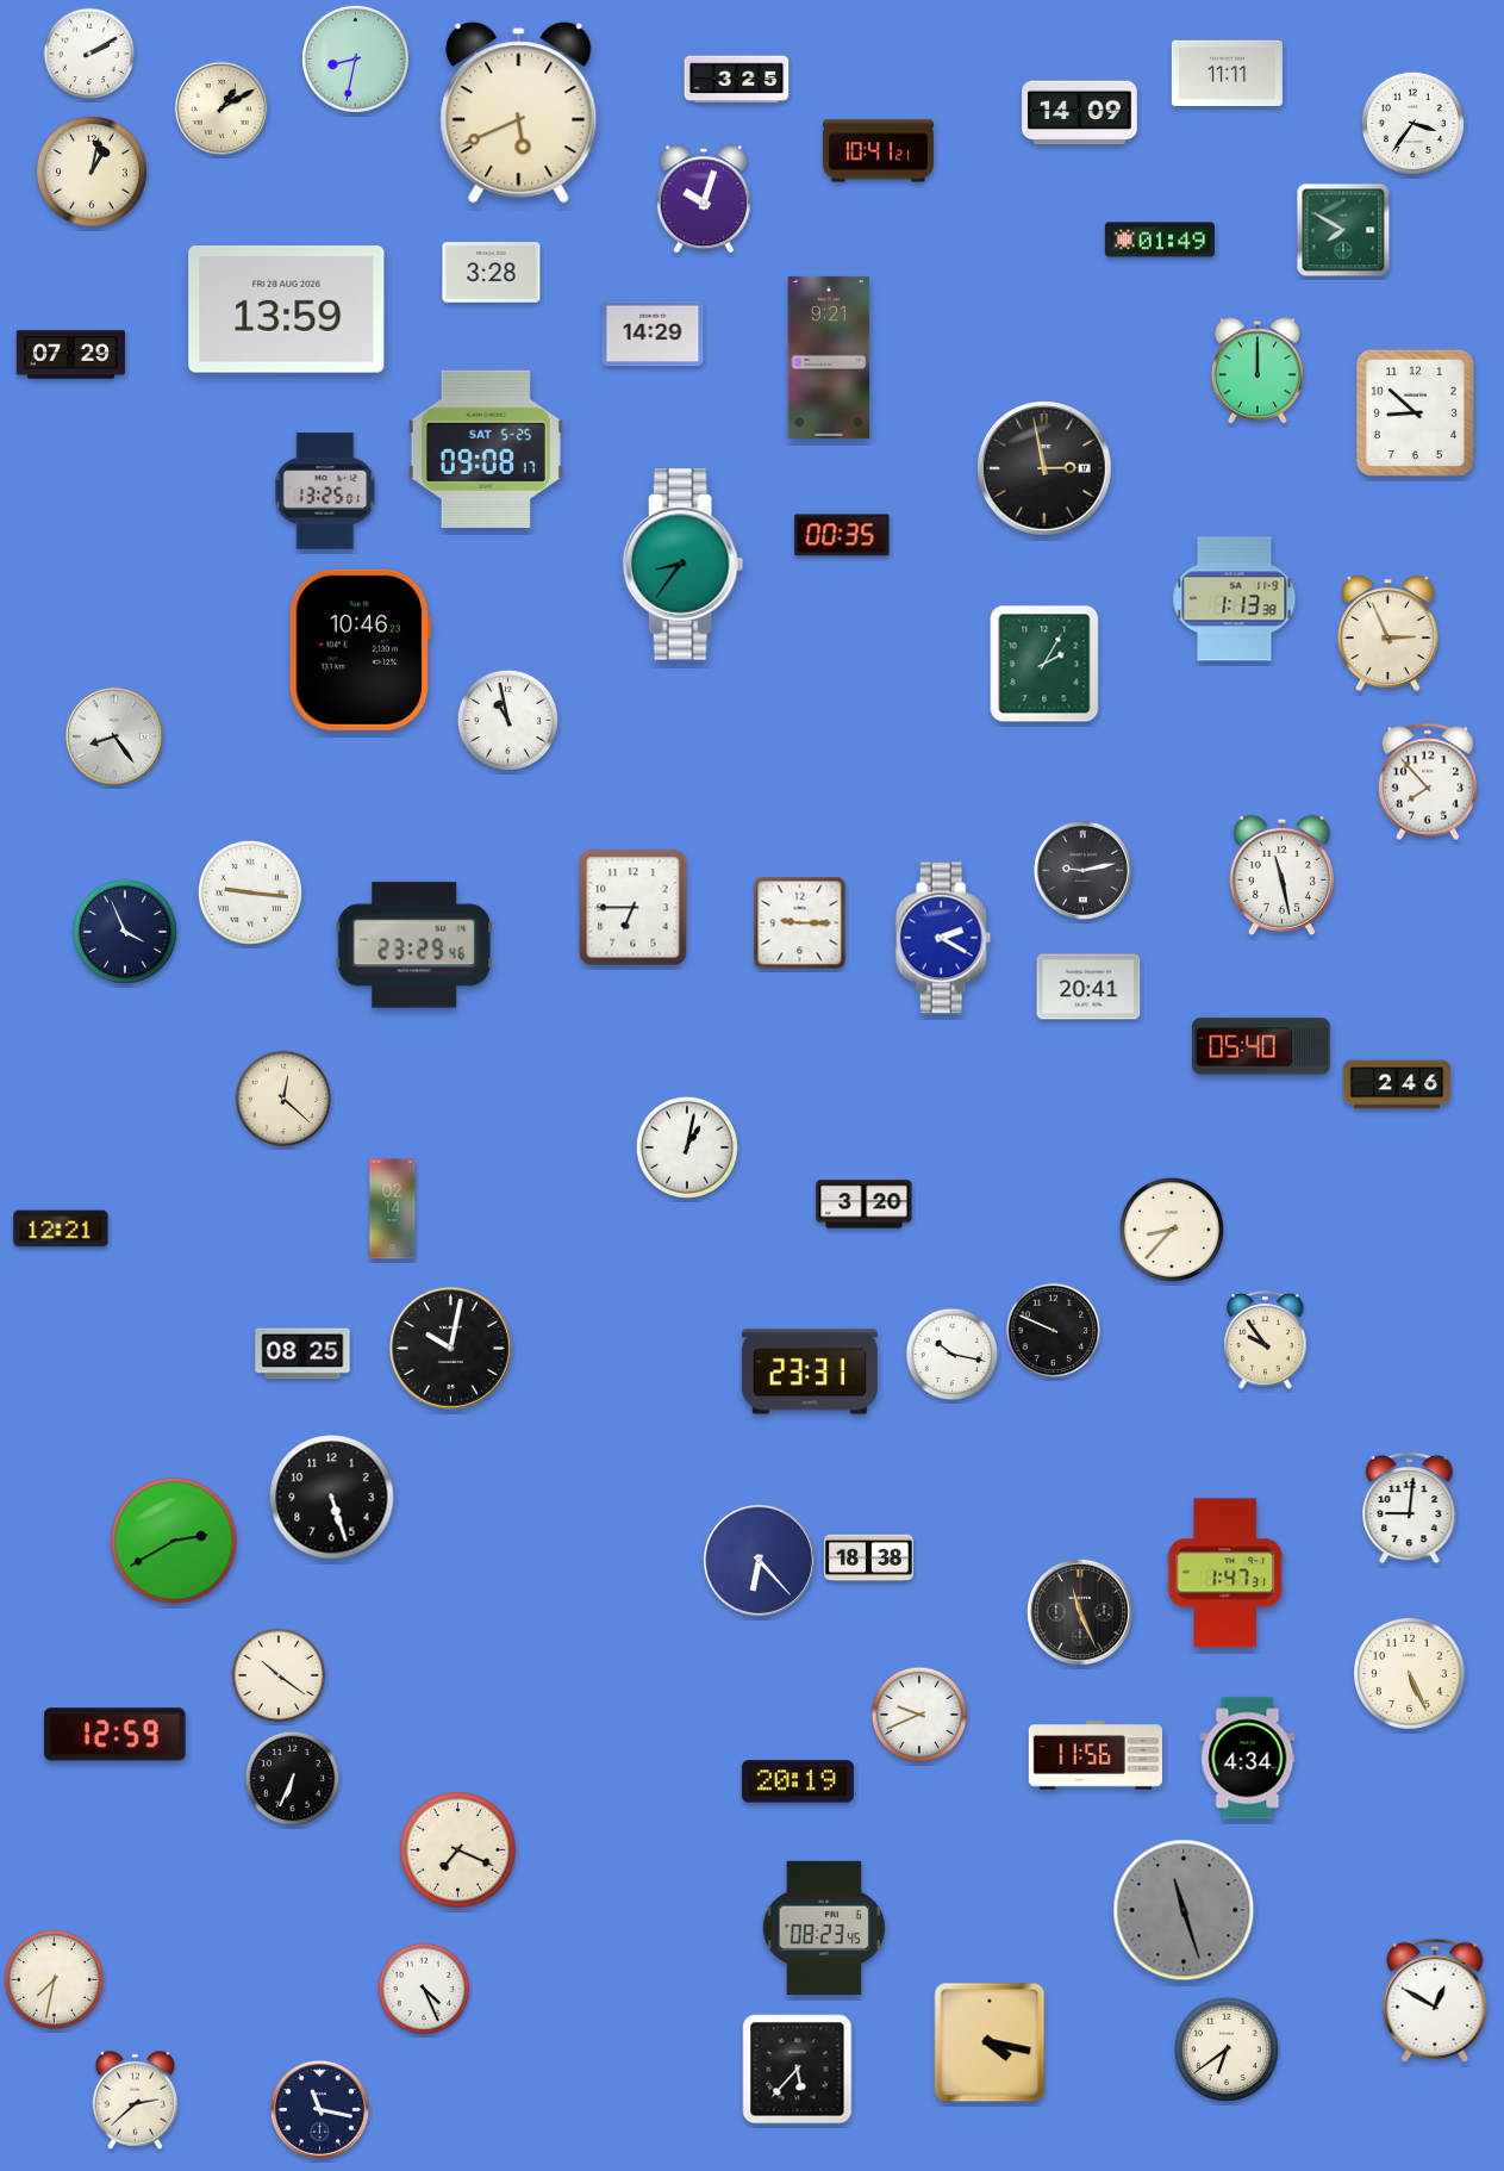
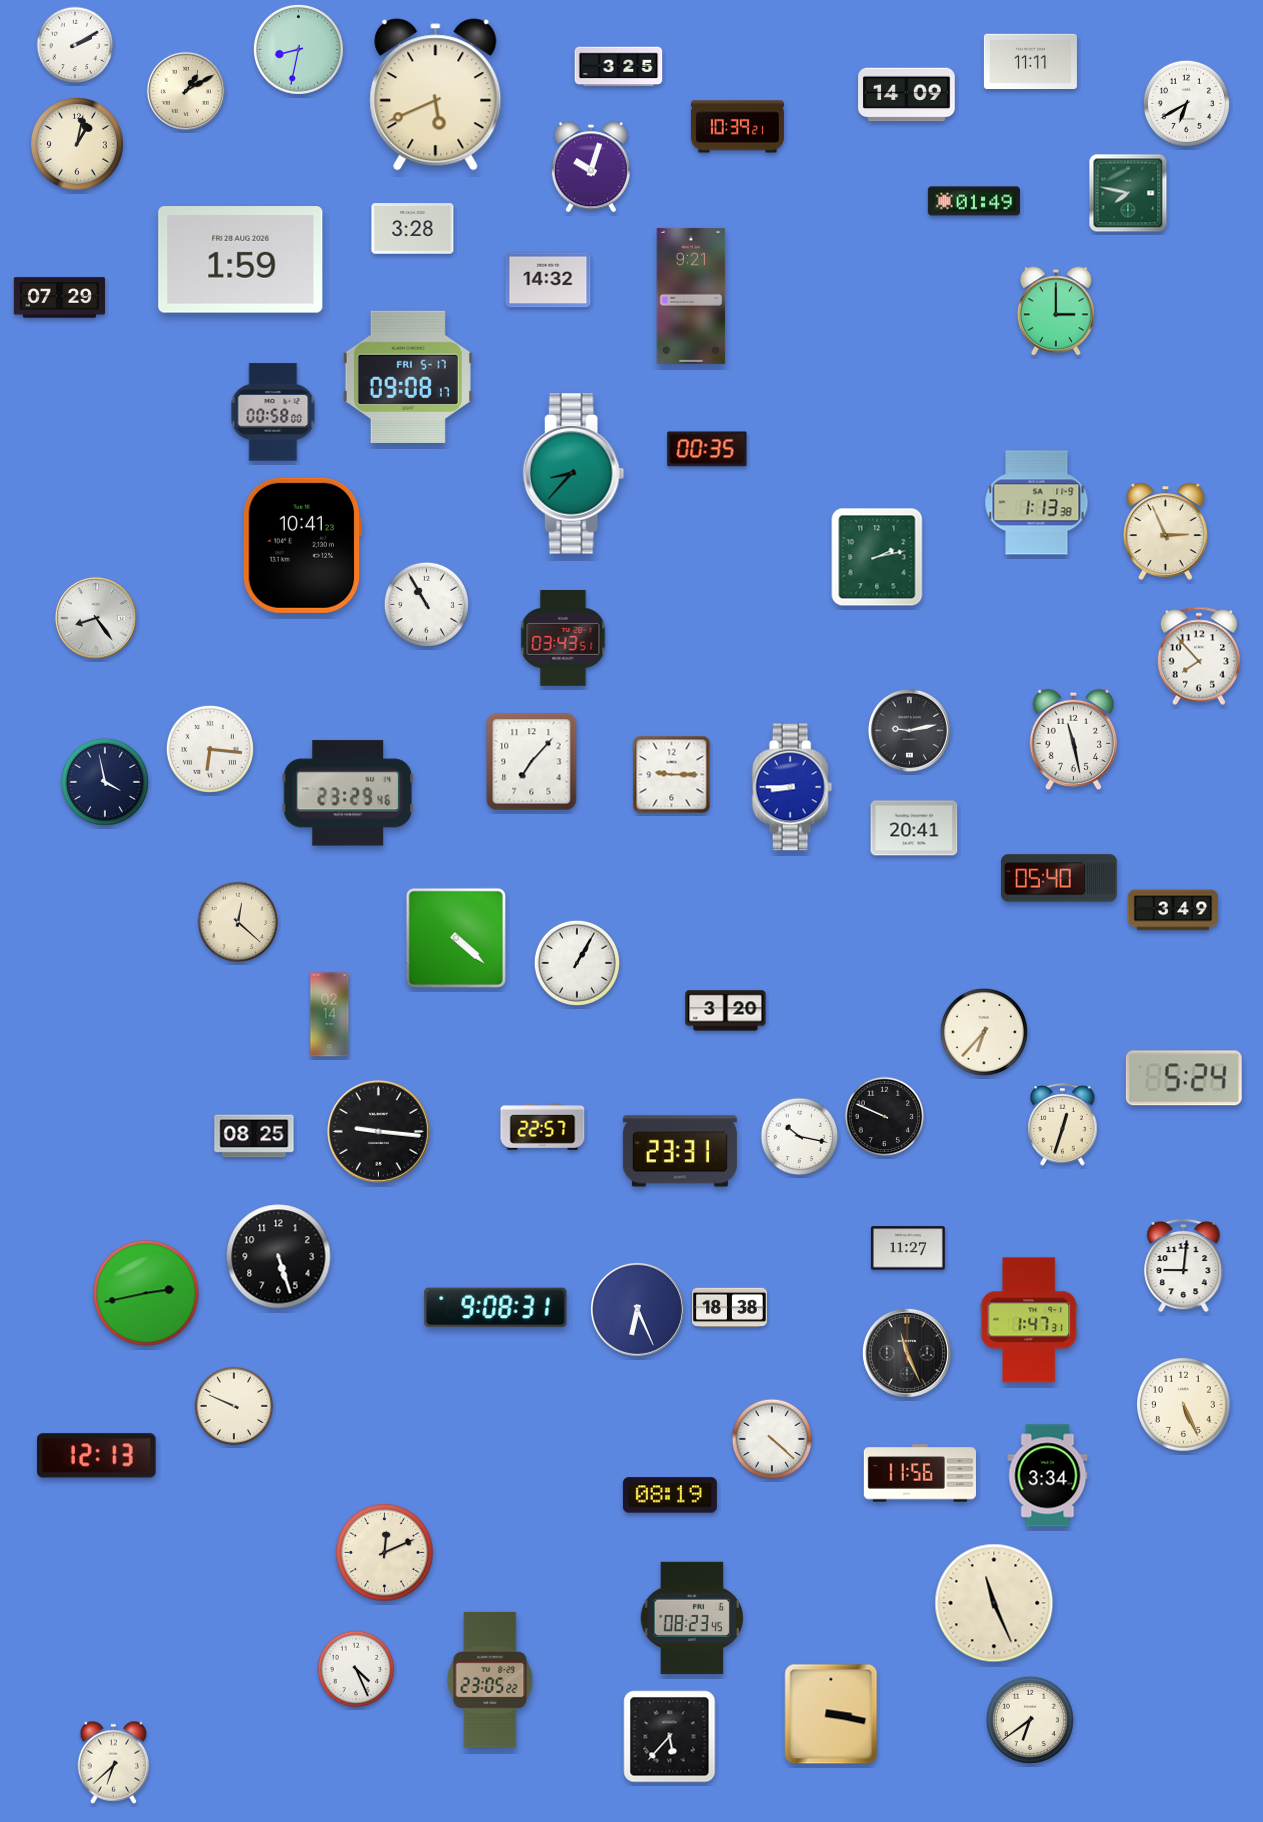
clock at (1412, 123): 3:36 -> 6:40
clock at (878, 151): 10:41 -> 10:39
clock at (1343, 230): 7:50 -> 7:47
clock at (287, 310): 13:59 -> 1:59
clock at (653, 334): 14:29 -> 14:32
clock at (829, 357) position: (829, 357) -> (691, 296)
clock at (1258, 371): 12:00 -> 3:00
clock at (1415, 412): 8:52 -> none
clock at (486, 449) date: SAT 5-25 -> FRI 5-17
clock at (1044, 468): 2:58 -> none
clock at (325, 491): 13:25 -> 00:58
clock at (684, 565): 8:36 -> 8:37
clock at (360, 649): 10:46 -> 10:41
clock at (1044, 664): 2:05 -> 2:13
clock at (507, 720): 10:58 -> 10:55
clock at (563, 639): none -> 03:43
clock at (1281, 876) position: (1281, 876) -> (1073, 740)
clock at (250, 892): 9:16 -> 6:16
clock at (634, 908): 6:45 -> 7:07
clock at (125, 932): 3:56 -> 3:58
clock at (943, 938): 2:20 -> 8:45
clock at (1397, 1084): 2:46 -> 3:49
clock at (456, 938): none -> 4:22
clock at (687, 1147): 1:02 -> 1:05
clock at (61, 1228): 12:21 -> none
clock at (1172, 1230): 8:37 -> 6:37
clock at (1184, 1078): none -> 5:24
clock at (1266, 1340): 9:54 -> 12:33
clock at (543, 1126): none -> 22:57
clock at (451, 1348): 10:02 -> 9:16
clock at (908, 1248): none -> 11:27
clock at (174, 1541): 2:40 -> 2:43
clock at (496, 1308): none -> 9:08
clock at (759, 1560): 6:23 -> 6:26
clock at (279, 1675): 10:21 -> 9:49
clock at (919, 1715): 9:41 -> 4:22
clock at (116, 1735): 12:59 -> 12:13
clock at (1248, 1759): 4:34 -> 3:34
clock at (293, 1779): 6:34 -> none
clock at (798, 1781): 20:19 -> 08:19
clock at (458, 1850): 7:19 -> 12:11
clock at (1184, 1910): 11:27 -> 11:26
clock at (1184, 1910) dial: grey -> cream
clock at (54, 1979): 7:32 -> none
clock at (1435, 2001): 12:50 -> none
clock at (490, 1680): none -> 23:05
clock at (990, 2042): 4:17 -> 3:17
clock at (136, 2100): 2:38 -> 6:38
clock at (319, 2109): 11:17 -> none
